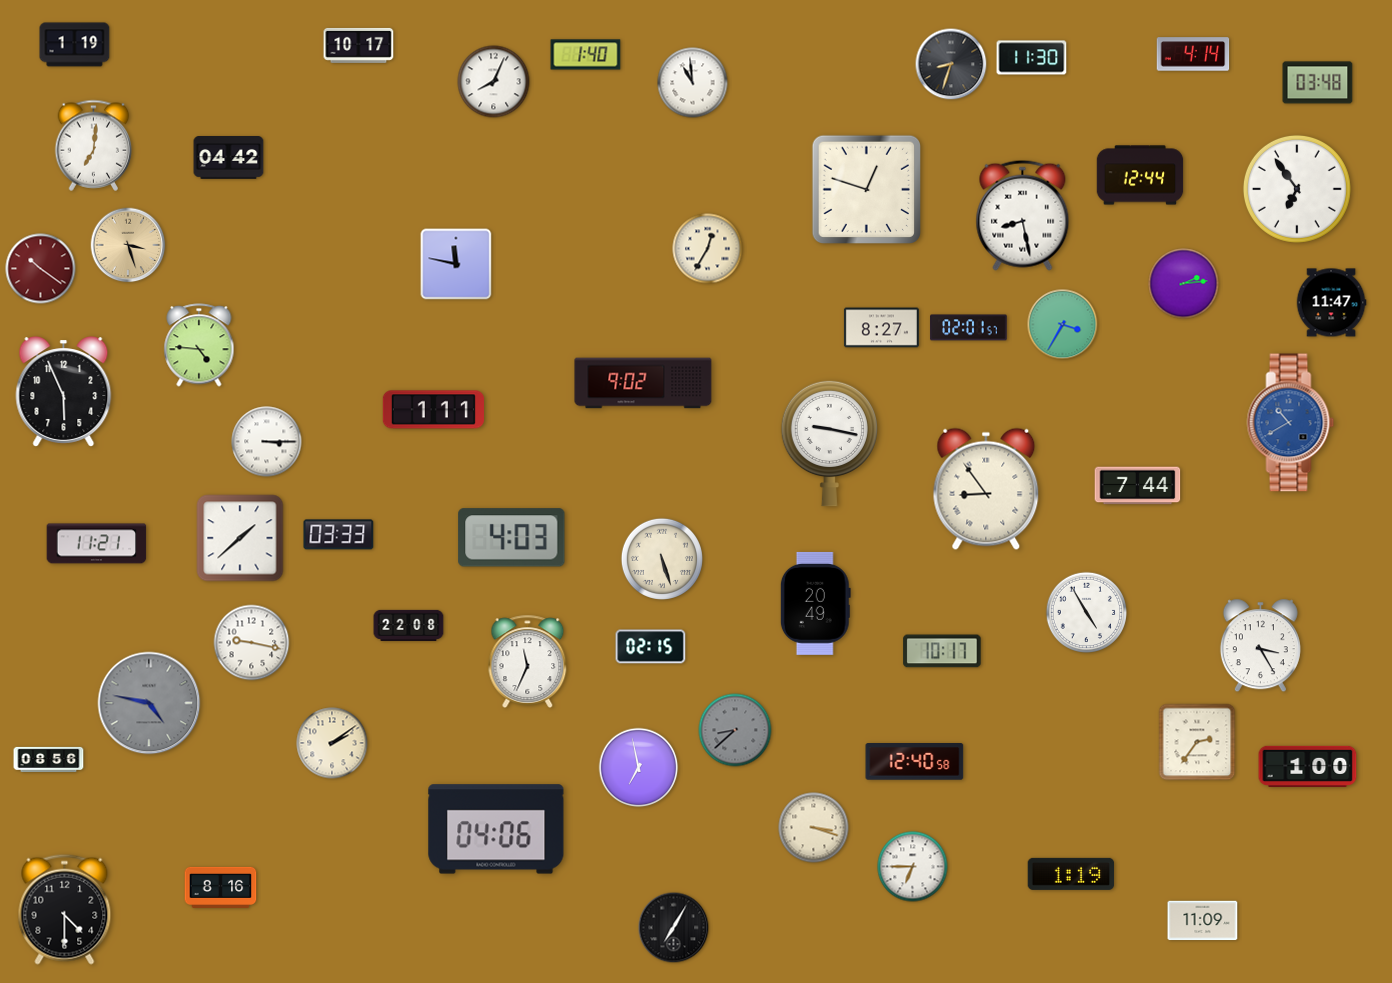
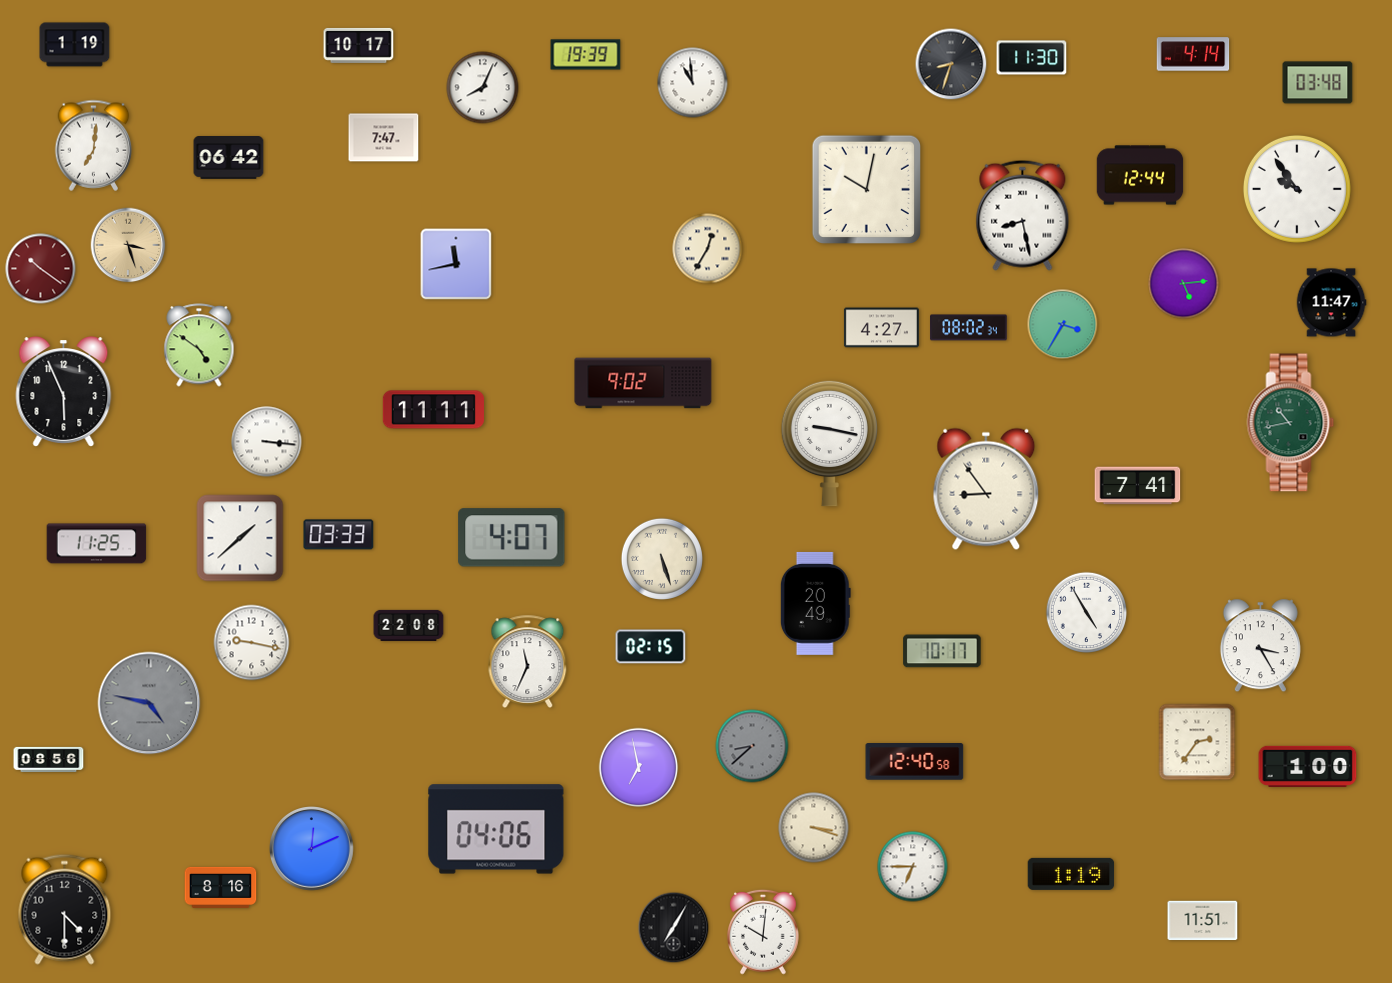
clock at (586, 55): 1:40 -> 19:39
clock at (494, 82) position: (494, 82) -> (483, 88)
clock at (384, 138): none -> 7:47
clock at (229, 158): 04:42 -> 06:42
clock at (867, 189): 12:48 -> 10:02
clock at (1297, 189): 6:54 -> 9:54
clock at (456, 264): 11:47 -> 11:43
clock at (1184, 284): 2:14 -> 5:14
clock at (881, 328): 8:27 -> 4:27
clock at (969, 328): 02:01 -> 08:02
clock at (199, 345): 4:46 -> 4:51
clock at (433, 410): 1:11 -> 11:11
clock at (1291, 423): 10:40 -> 10:43
clock at (1291, 423) dial: blue -> green
clock at (267, 442): 3:15 -> 3:16
clock at (1138, 486): 7:44 -> 7:41
clock at (512, 538): 4:03 -> 4:07
clock at (97, 544): 11:21 -> 11:25
clock at (735, 730) position: (735, 730) -> (752, 746)
clock at (332, 743): 2:09 -> none
clock at (312, 849): none -> 12:11
clock at (1203, 921): 11:09 -> 11:51
clock at (764, 932): none -> 10:01
